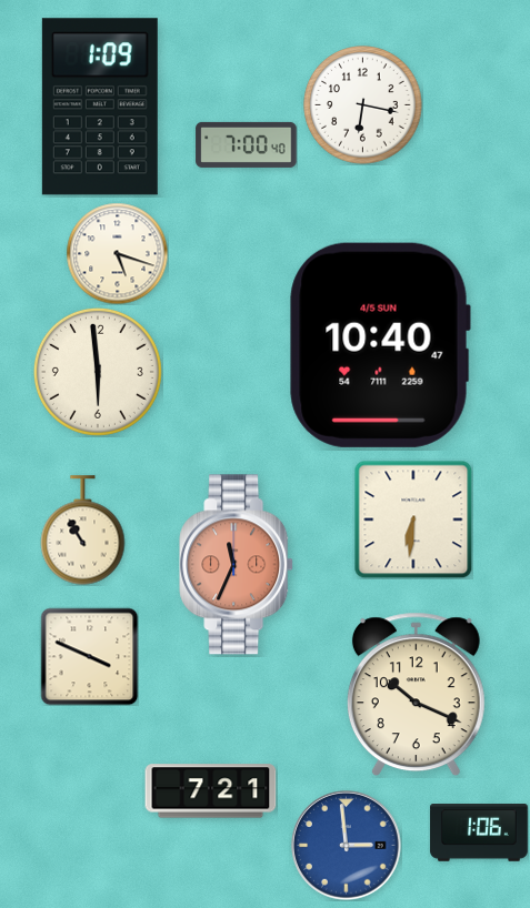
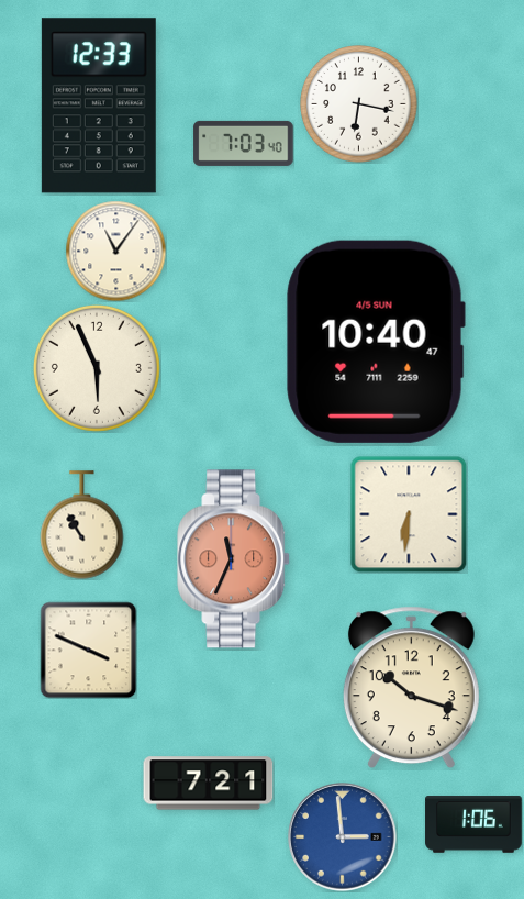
clock at (100, 107): 1:09 -> 12:33
clock at (247, 144): 7:00 -> 7:03
clock at (117, 253): 5:18 -> 11:06
clock at (98, 372): 5:59 -> 5:56
clock at (416, 695): 10:19 -> 10:18
